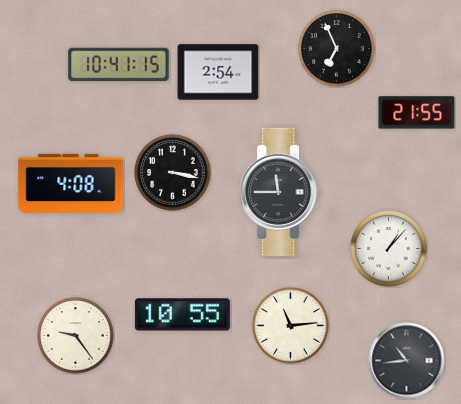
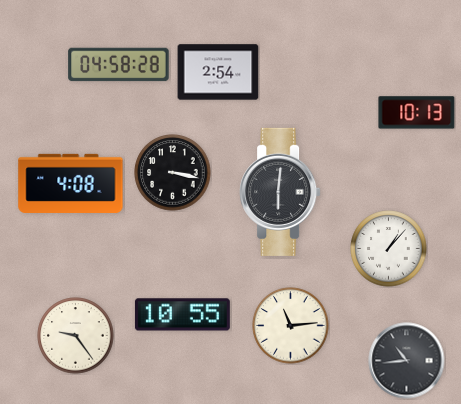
clock at (337, 49): 6:56 -> none
clock at (119, 65): 10:41 -> 04:58
clock at (417, 113): 21:55 -> 10:13
clock at (280, 192): 11:45 -> 6:01
